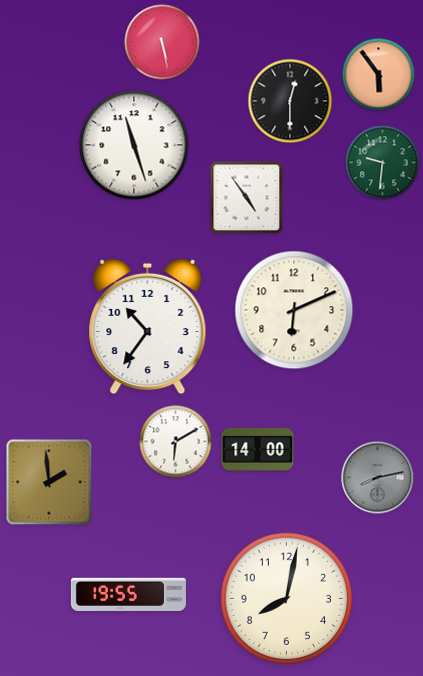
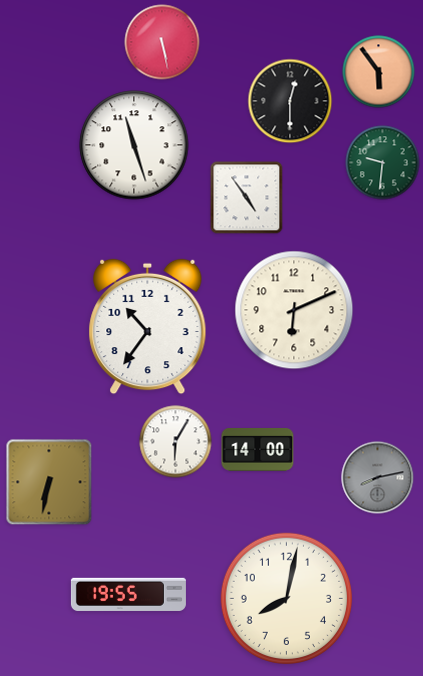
clock at (379, 75) position: (379, 75) -> (379, 72)
clock at (176, 442): 6:10 -> 6:05
clock at (49, 482): 1:59 -> 6:32
